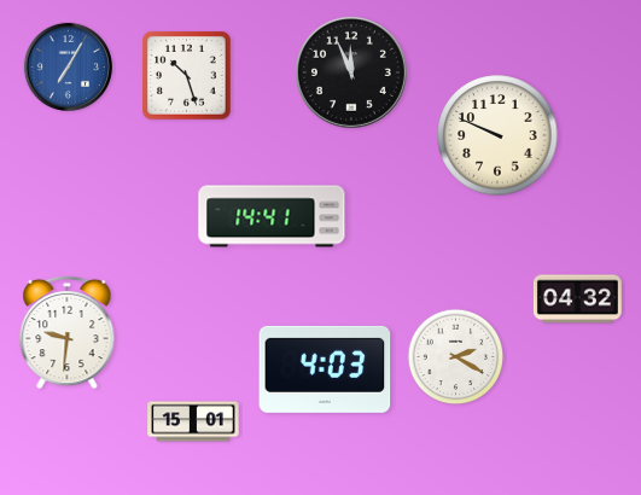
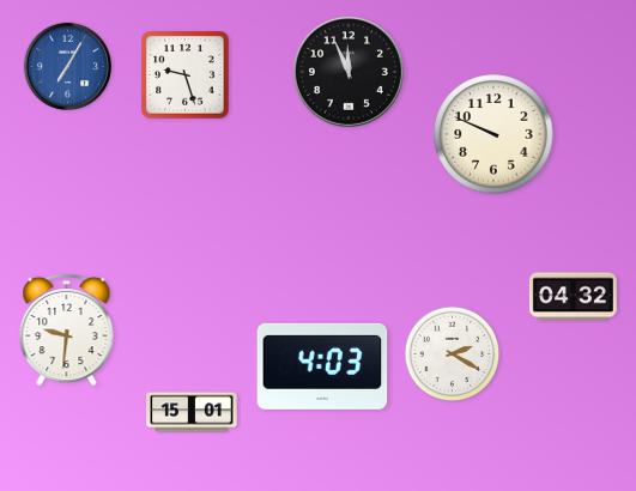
clock at (187, 76): 10:27 -> 9:27
clock at (272, 216): 14:41 -> none
clock at (193, 421) position: (193, 421) -> (192, 412)
